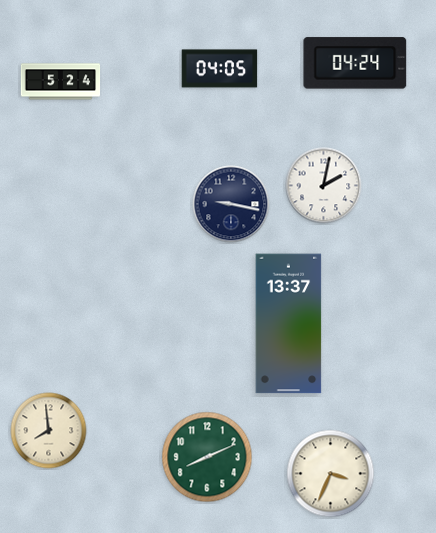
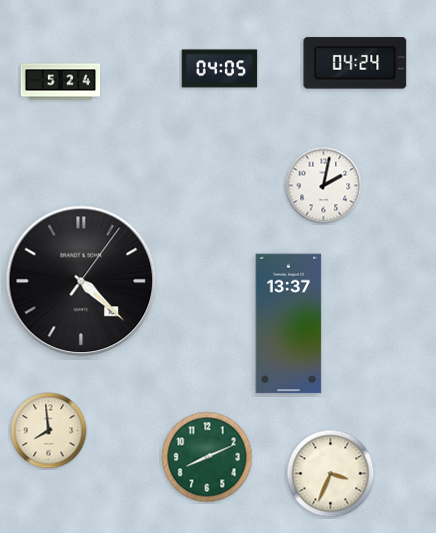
clock at (231, 204): 9:17 -> none
clock at (81, 281): none -> 4:22
